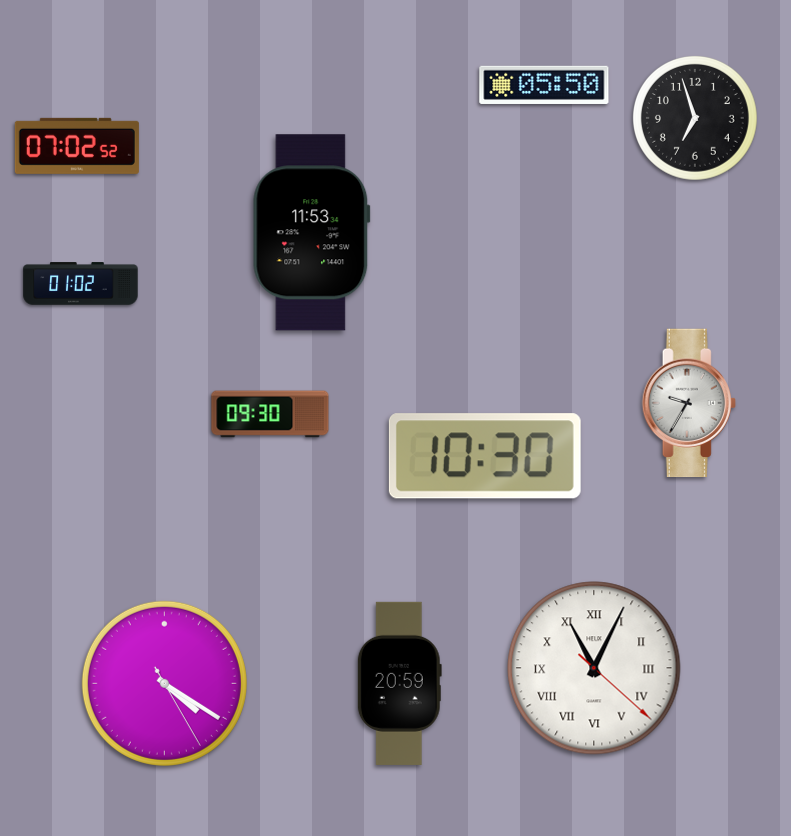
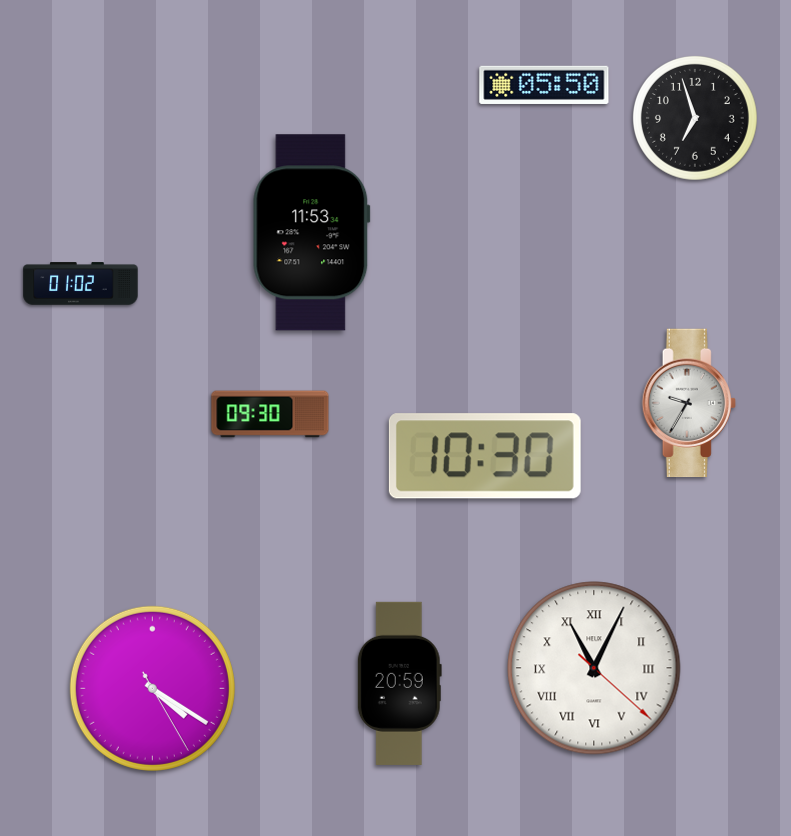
clock at (77, 146): 07:02 -> none
clock at (164, 683) position: (164, 683) -> (152, 688)
